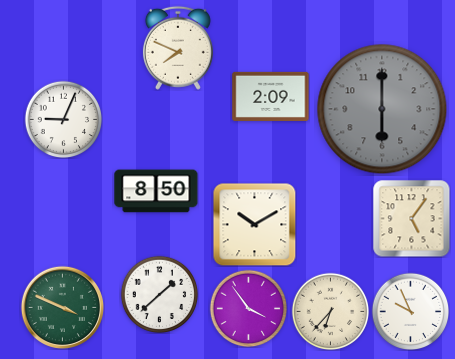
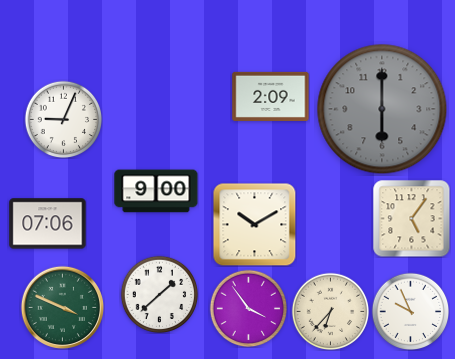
clock at (178, 48): 7:49 -> none
clock at (156, 191): 8:50 -> 9:00
clock at (48, 224): none -> 07:06
